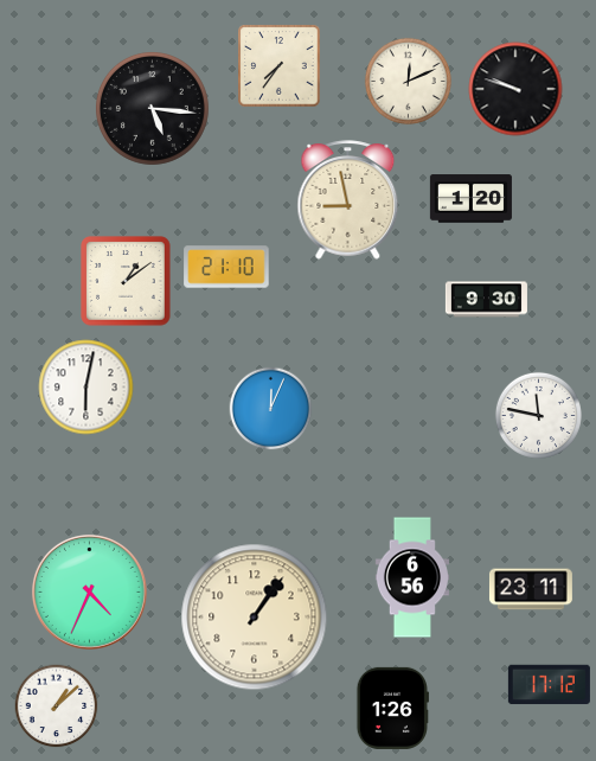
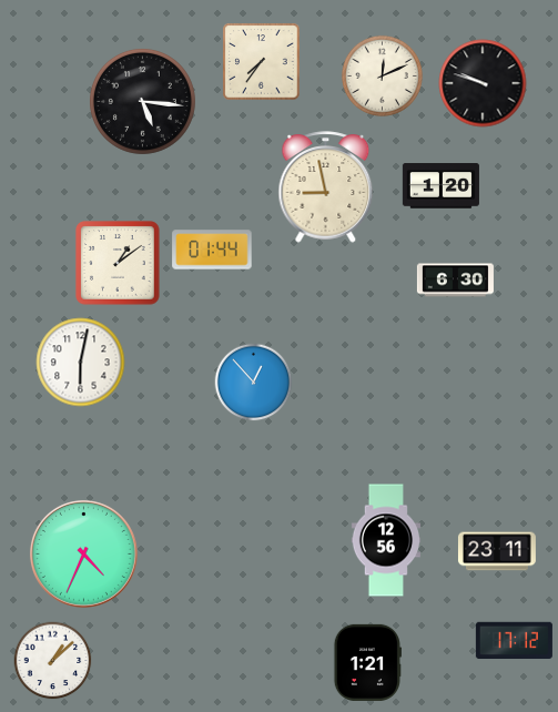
clock at (226, 267): 21:10 -> 01:44
clock at (486, 300): 9:30 -> 6:30
clock at (271, 409): 12:04 -> 12:53
clock at (538, 415): 11:47 -> none
clock at (412, 577): 6:56 -> 12:56
clock at (255, 618): 1:06 -> none
clock at (392, 708): 1:26 -> 1:21
